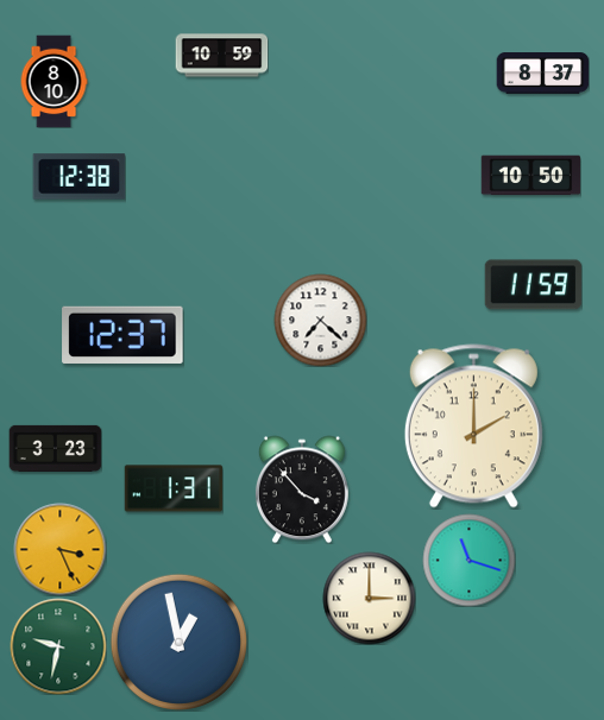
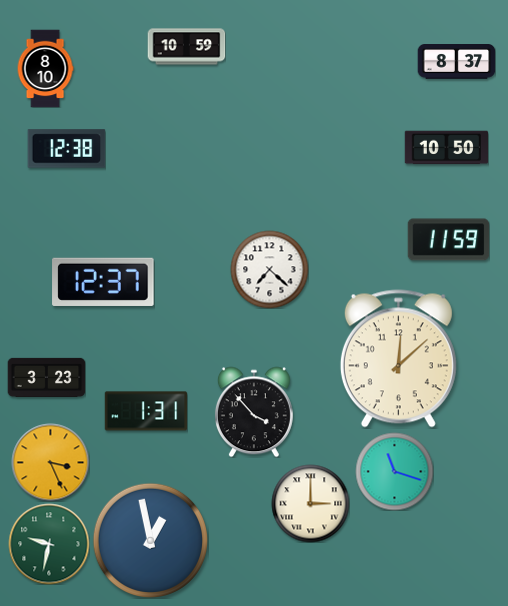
clock at (473, 427): 2:00 -> 12:08
